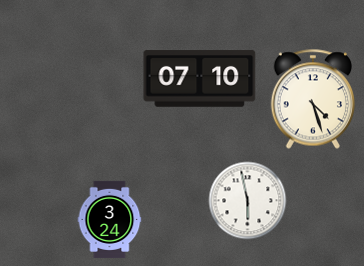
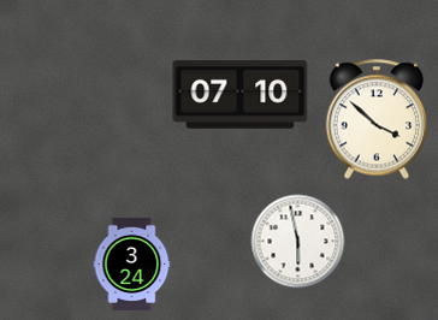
clock at (312, 99): 4:27 -> 3:52
